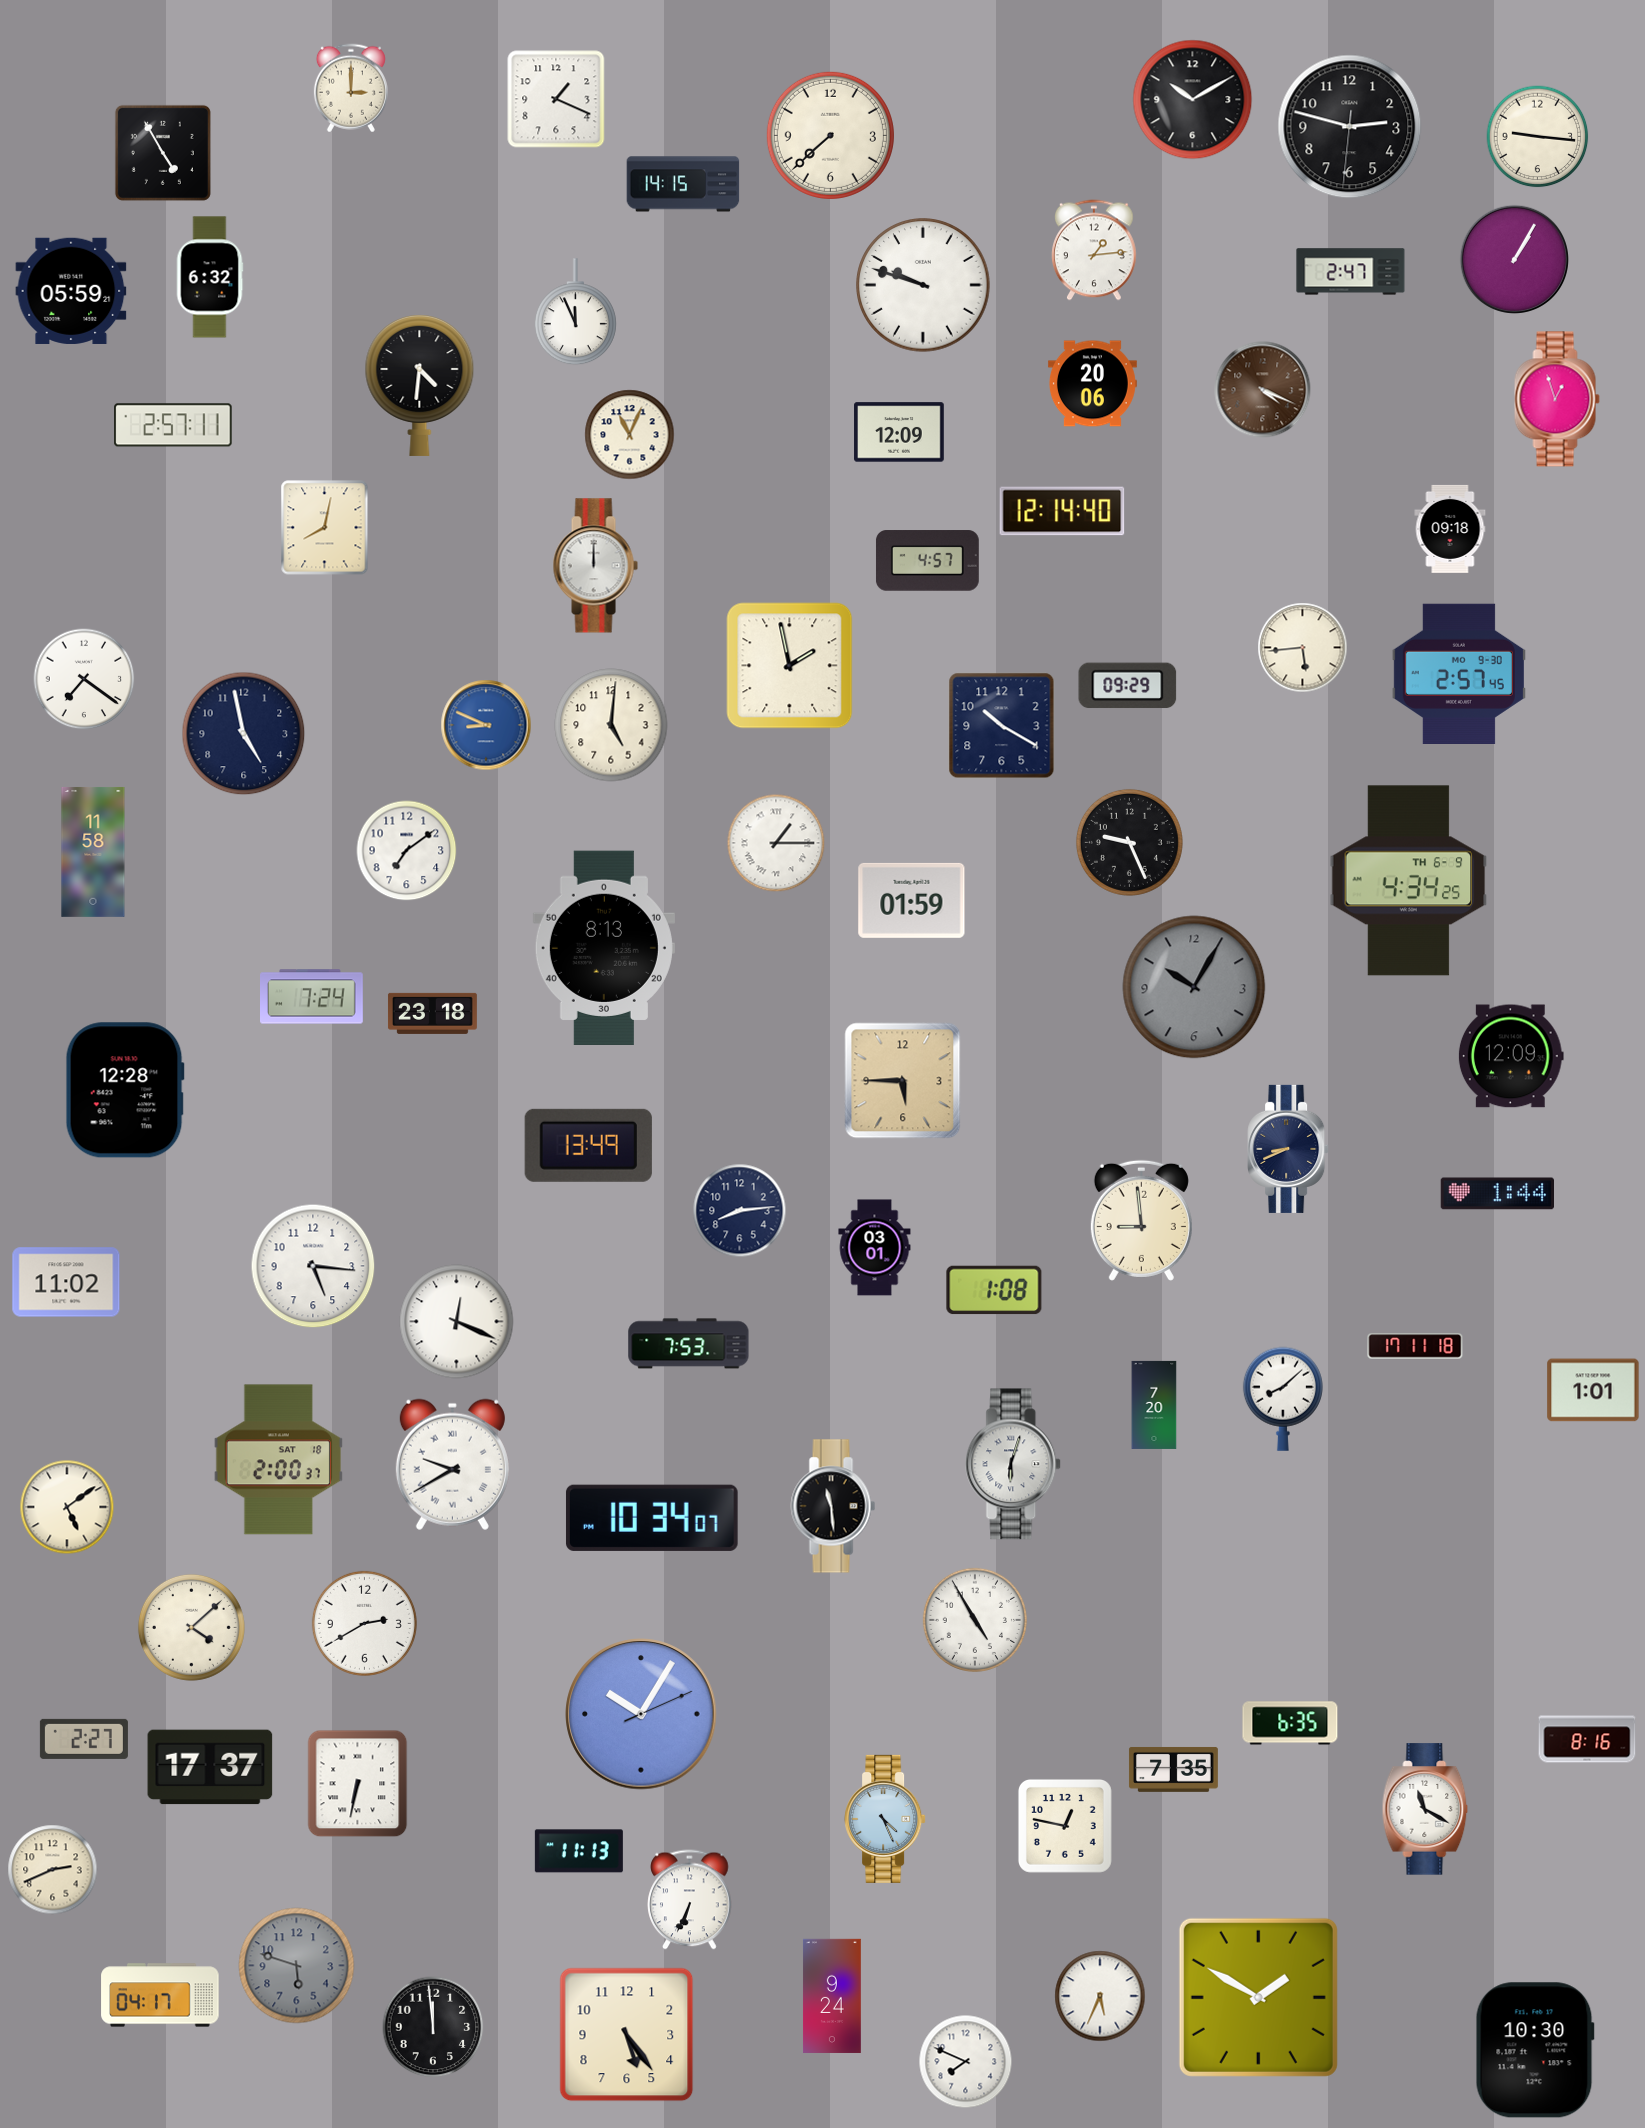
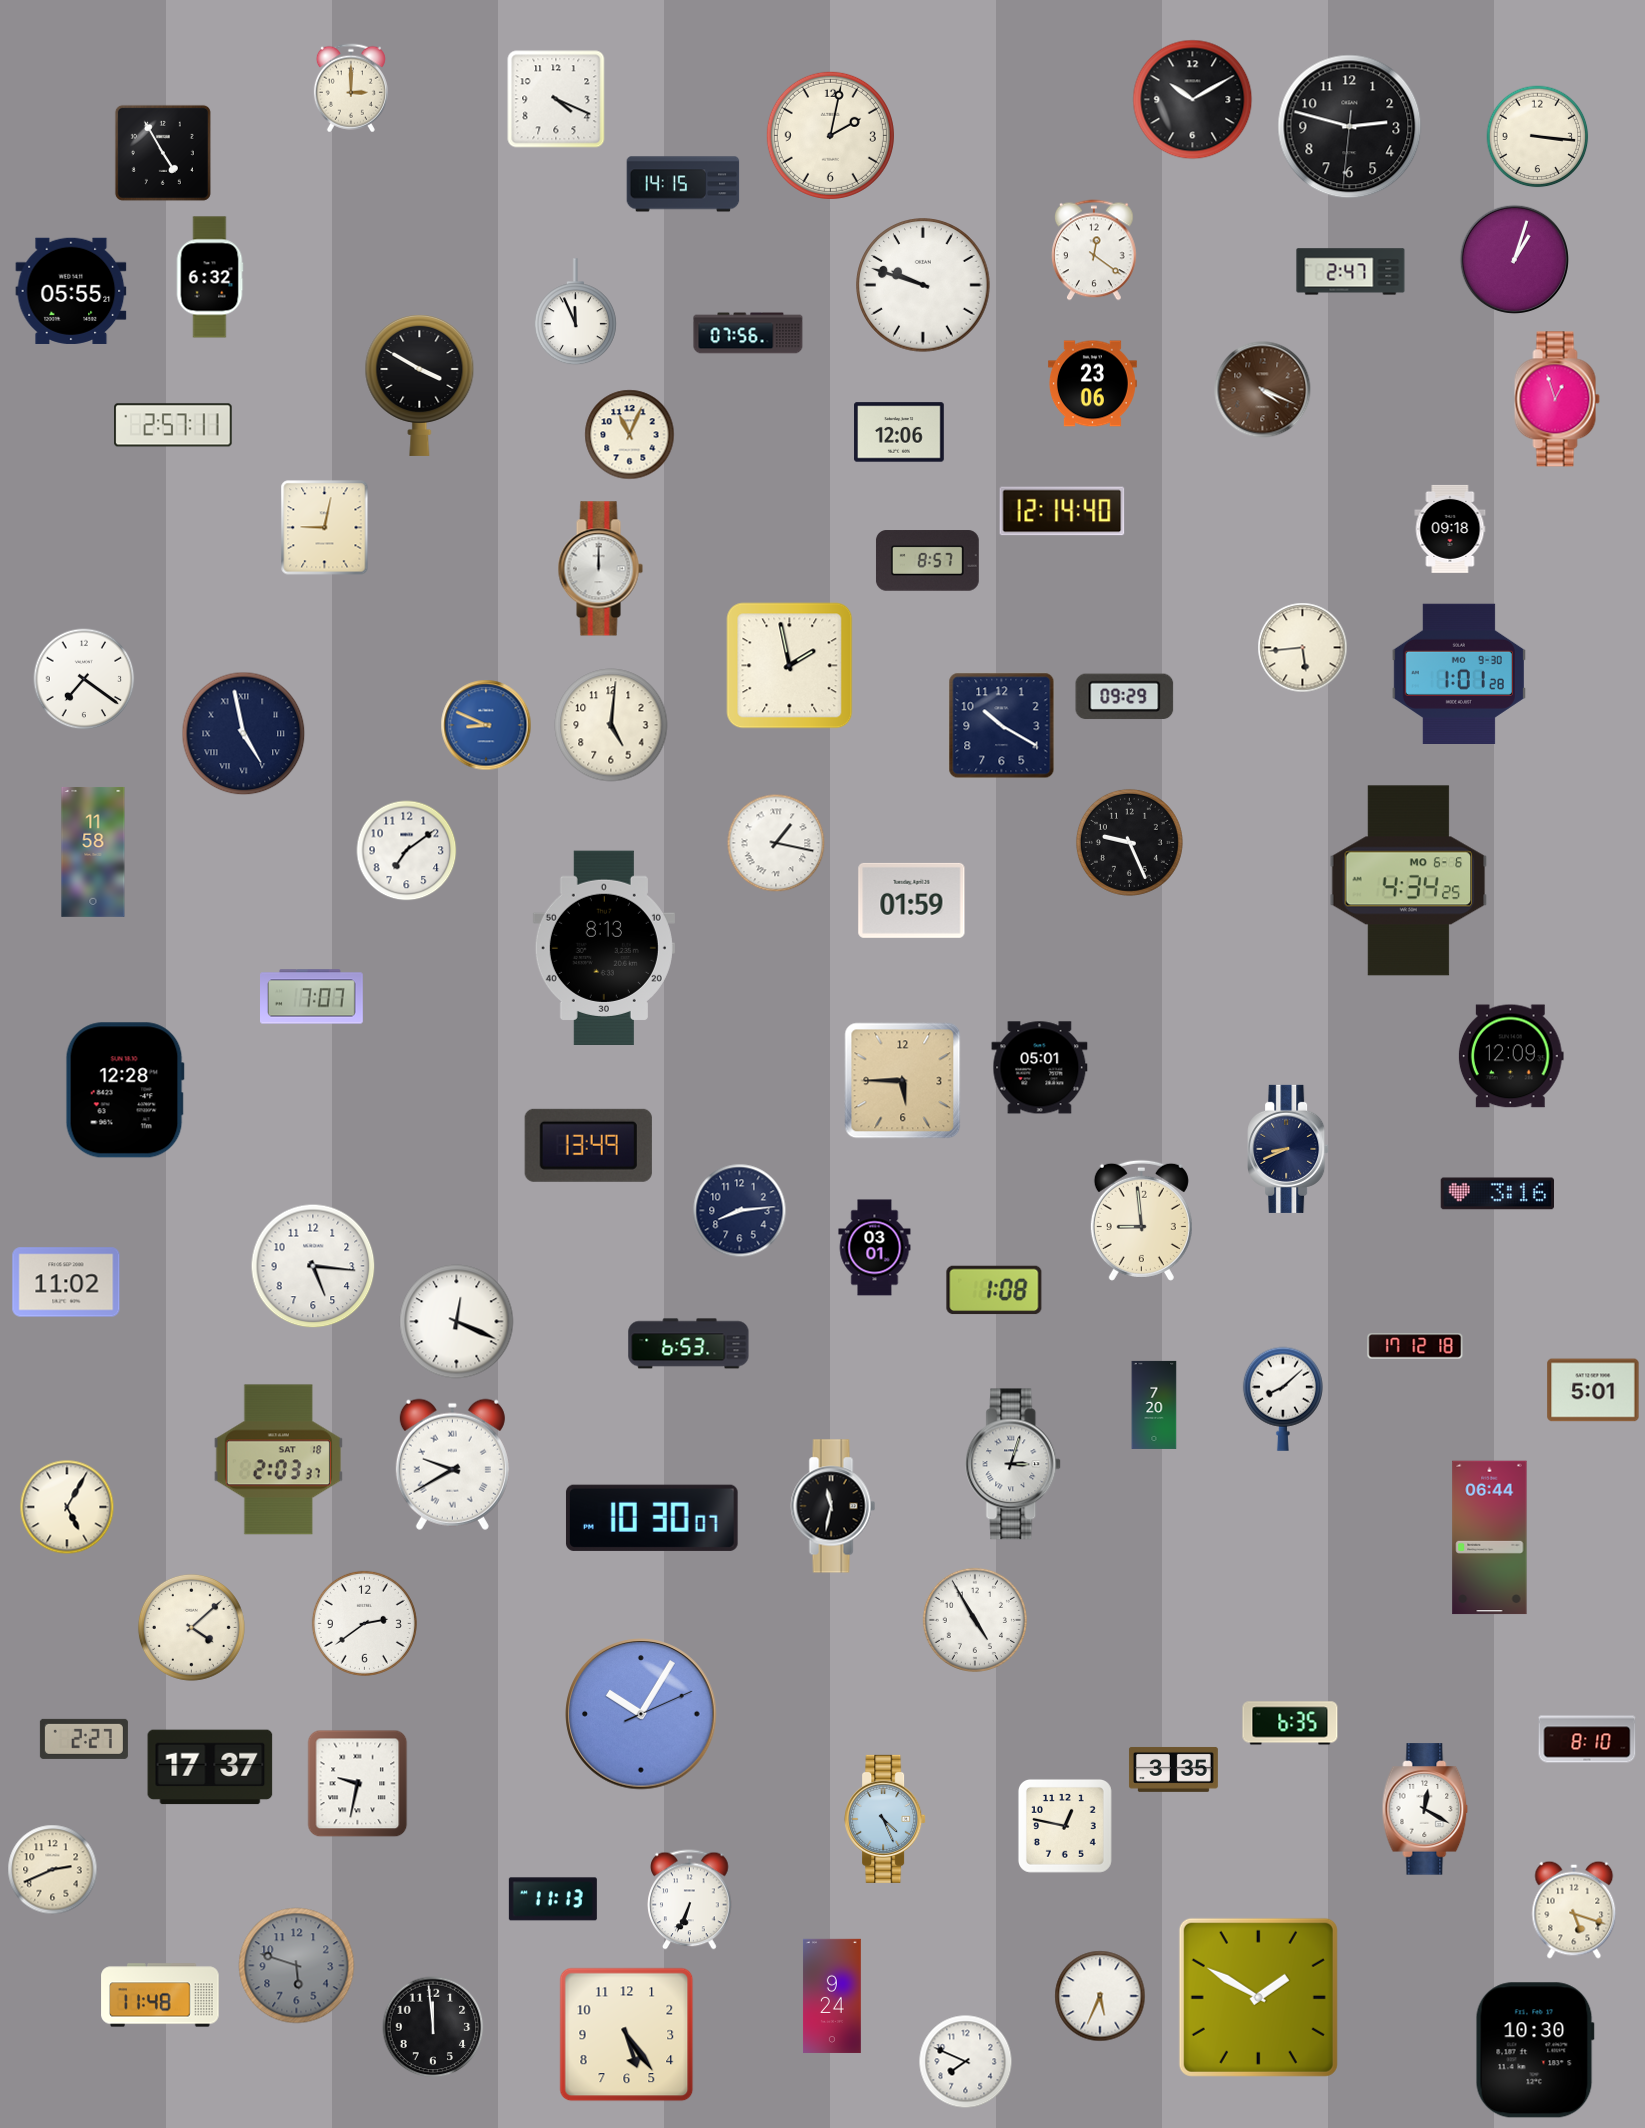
clock at (556, 99): 1:19 -> 4:19
clock at (830, 135): 7:38 -> 2:02
clock at (1538, 137): 9:16 -> 3:16
clock at (1095, 250): 1:14 -> 12:21
clock at (1514, 259): 1:05 -> 1:03
clock at (71, 291): 05:59 -> 05:55
clock at (748, 333): none -> 07:56
clock at (1092, 384): 20:06 -> 23:06
clock at (420, 385): 4:31 -> 3:50
clock at (899, 432): 12:09 -> 12:06
clock at (325, 528): 8:02 -> 9:02
clock at (927, 561): 4:57 -> 8:57
clock at (595, 566) position: (595, 566) -> (600, 569)
clock at (1459, 673): 2:57 -> 1:01
clock at (1128, 686) position: (1128, 686) -> (1125, 697)
clock at (244, 734) numerals: Arabic -> Roman
clock at (776, 843): 1:15 -> 1:17
clock at (1409, 881) date: TH 6-9 -> MO 6-6
clock at (1194, 987): 10:05 -> none
clock at (312, 997): 7:24 -> 7:07
clock at (432, 1013): 23:18 -> none
clock at (1040, 1068): none -> 05:01
clock at (1497, 1194): 1:44 -> 3:16
clock at (689, 1344): 7:53 -> 6:53
clock at (1415, 1346): 17:11 -> 17:12
clock at (1593, 1390): 1:01 -> 5:01
clock at (278, 1460): 2:00 -> 2:03
clock at (1014, 1464): 6:03 -> 3:03
clock at (833, 1506): 11:29 -> 11:32
clock at (67, 1507): 5:09 -> 5:05
clock at (652, 1518): 10:34 -> 10:30
clock at (1490, 1538): none -> 06:44
clock at (364, 1623): 2:40 -> 2:39
clock at (1587, 1739): 8:16 -> 8:10
clock at (1173, 1769): 7:35 -> 3:35
clock at (358, 1784): 6:32 -> 9:32
clock at (1425, 1809): 11:20 -> 12:20
clock at (579, 1851) position: (579, 1851) -> (553, 1899)
clock at (1574, 1910): none -> 5:18
clock at (160, 1995): 04:17 -> 11:48
